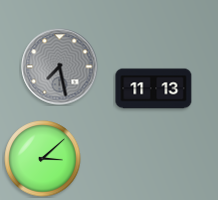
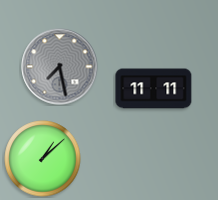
clock at (154, 89): 11:13 -> 11:11
clock at (43, 159): 3:08 -> 1:08
